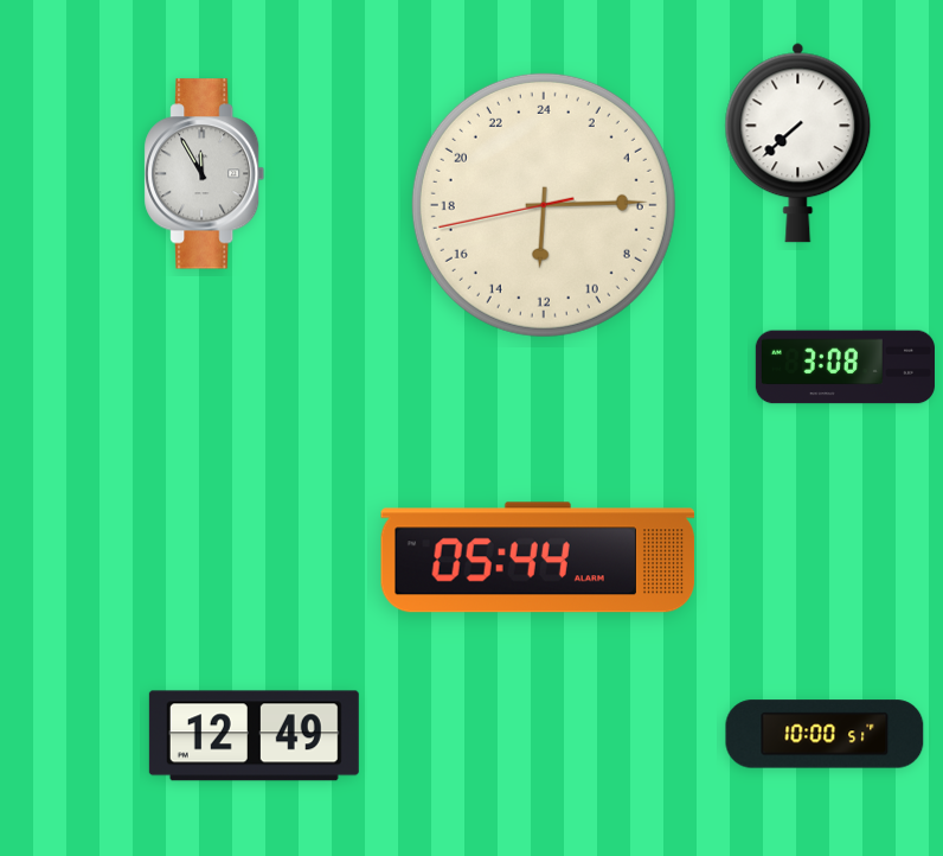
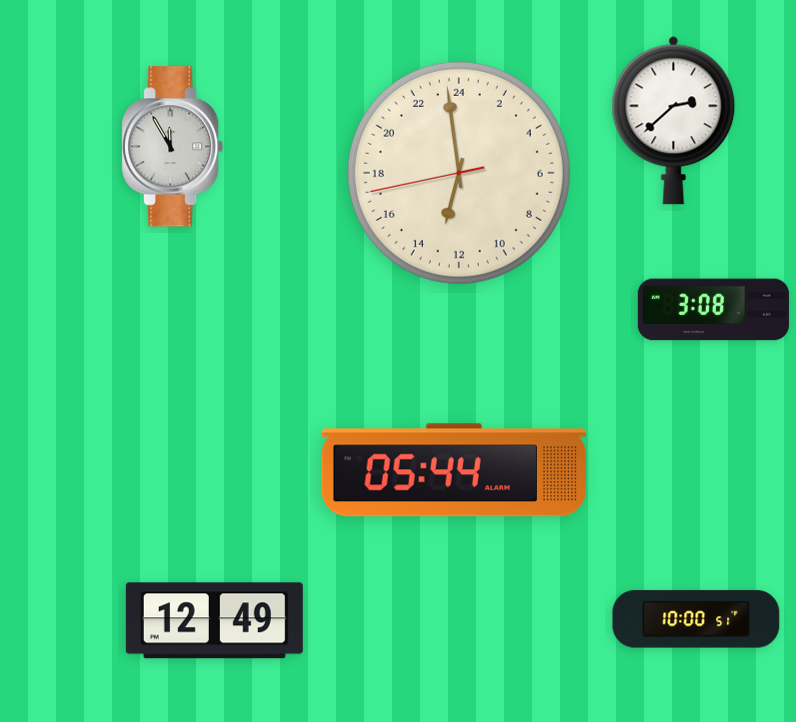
clock at (798, 142): 7:38 -> 2:38
clock at (544, 205): 12:14 -> 12:58
